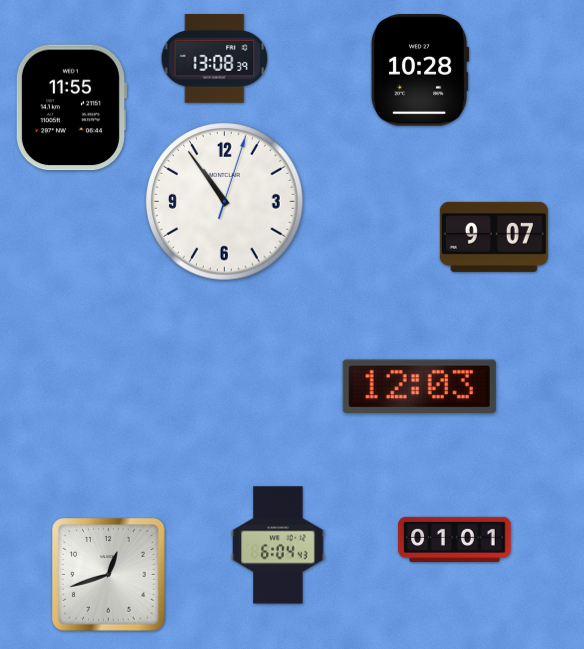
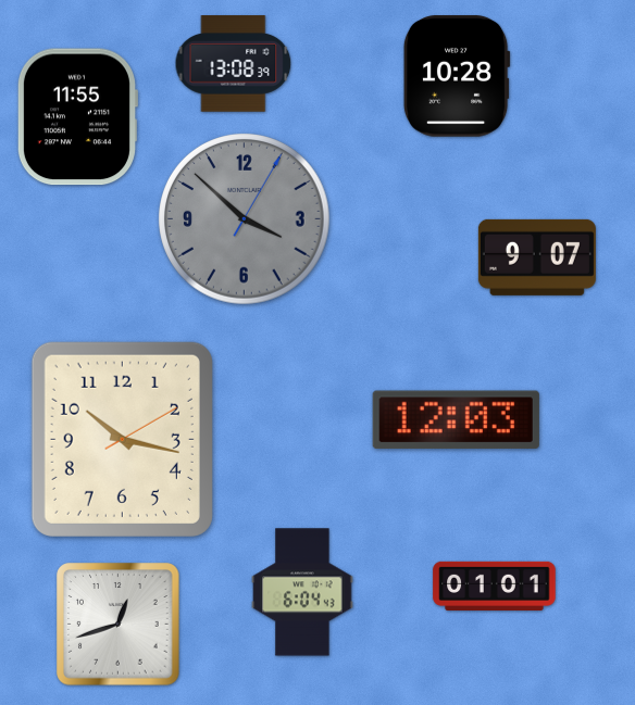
clock at (225, 202): 10:54 -> 3:52
clock at (225, 202) dial: white -> grey
clock at (122, 439): none -> 10:17
